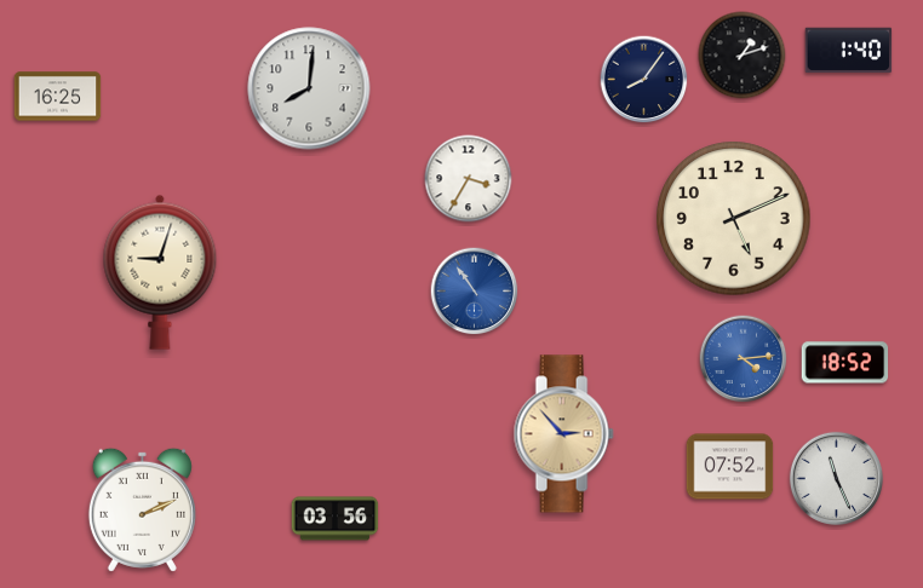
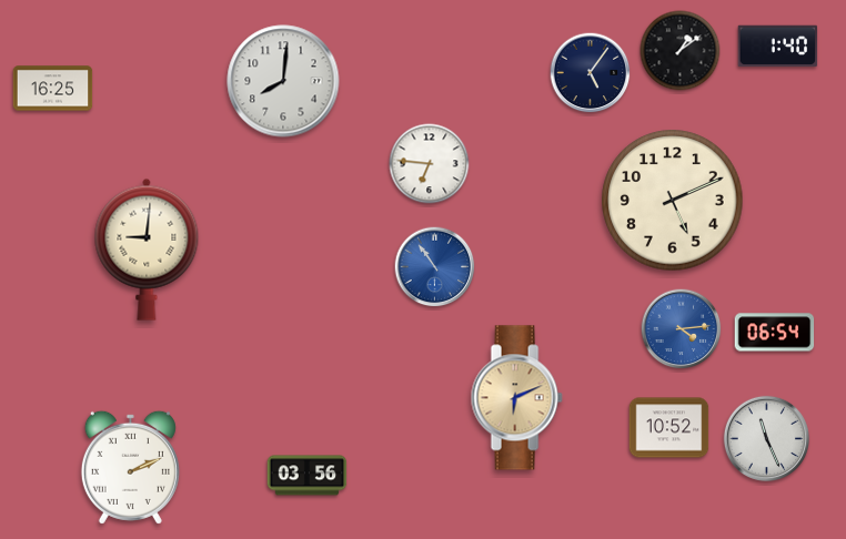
clock at (743, 56): 1:12 -> 1:09
clock at (644, 80): 8:06 -> 5:06
clock at (469, 179): 3:35 -> 6:46
clock at (160, 272): 9:03 -> 9:01
clock at (845, 363): 18:52 -> 06:54
clock at (563, 434): 2:53 -> 6:11
clock at (730, 467): 07:52 -> 10:52
